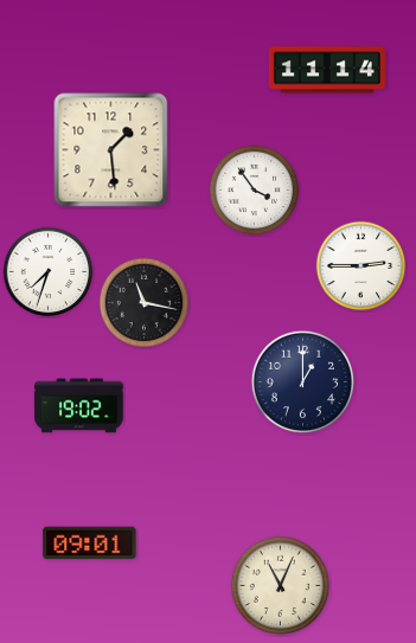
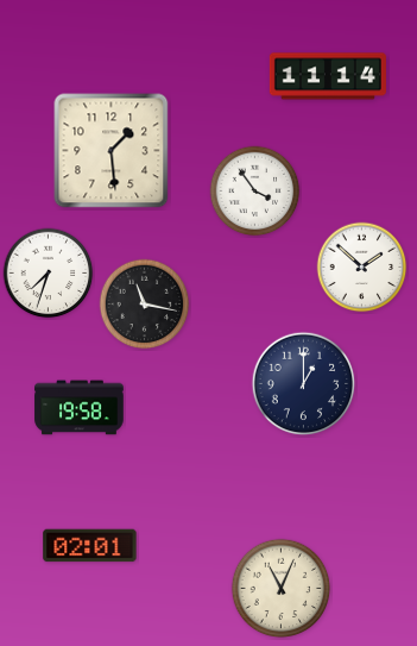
clock at (327, 70) position: (327, 70) -> (328, 76)
clock at (361, 266): 2:45 -> 1:52
clock at (79, 406): 19:02 -> 19:58
clock at (90, 544): 09:01 -> 02:01
